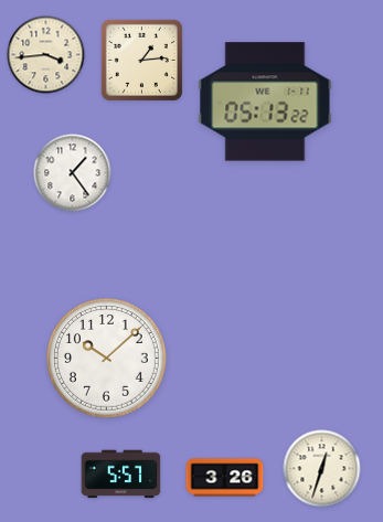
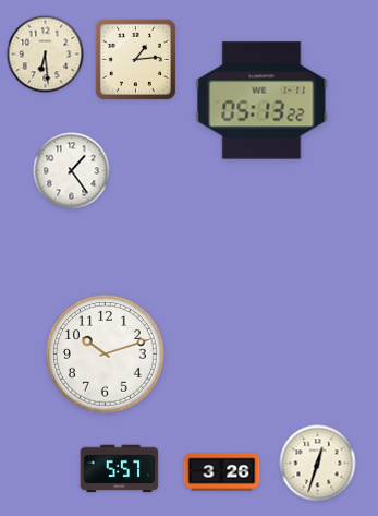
clock at (46, 55): 3:44 -> 6:29
clock at (141, 60) position: (141, 60) -> (135, 59)
clock at (107, 359): 10:08 -> 10:12
